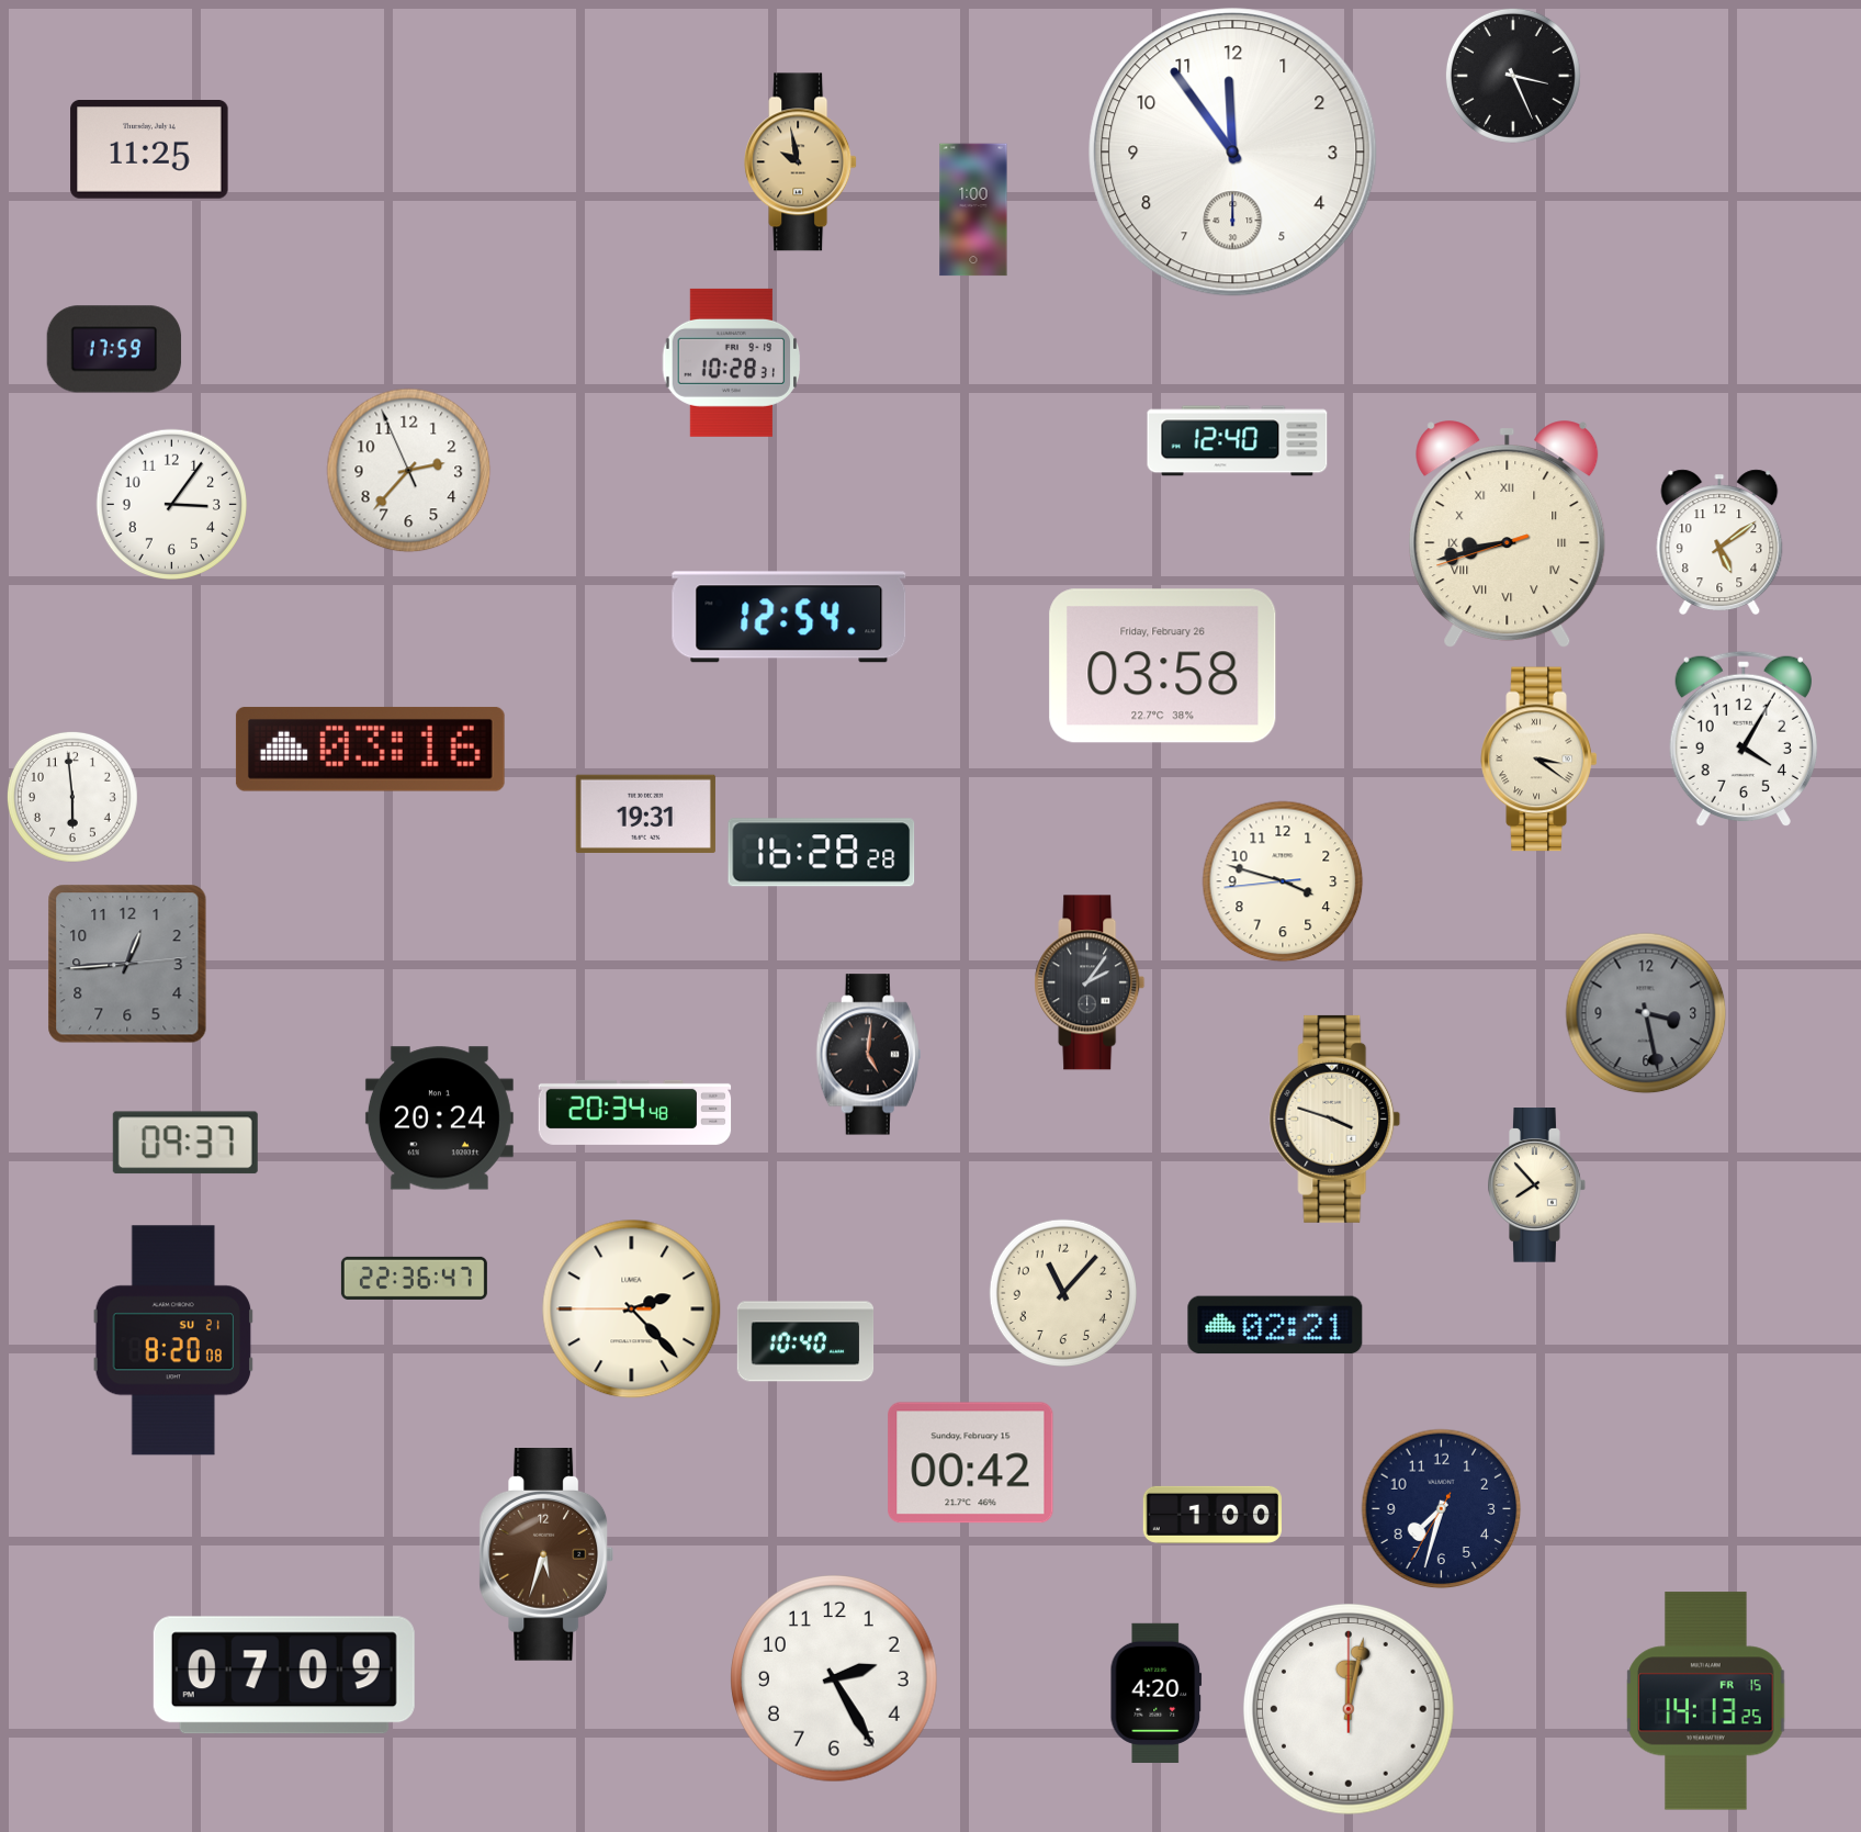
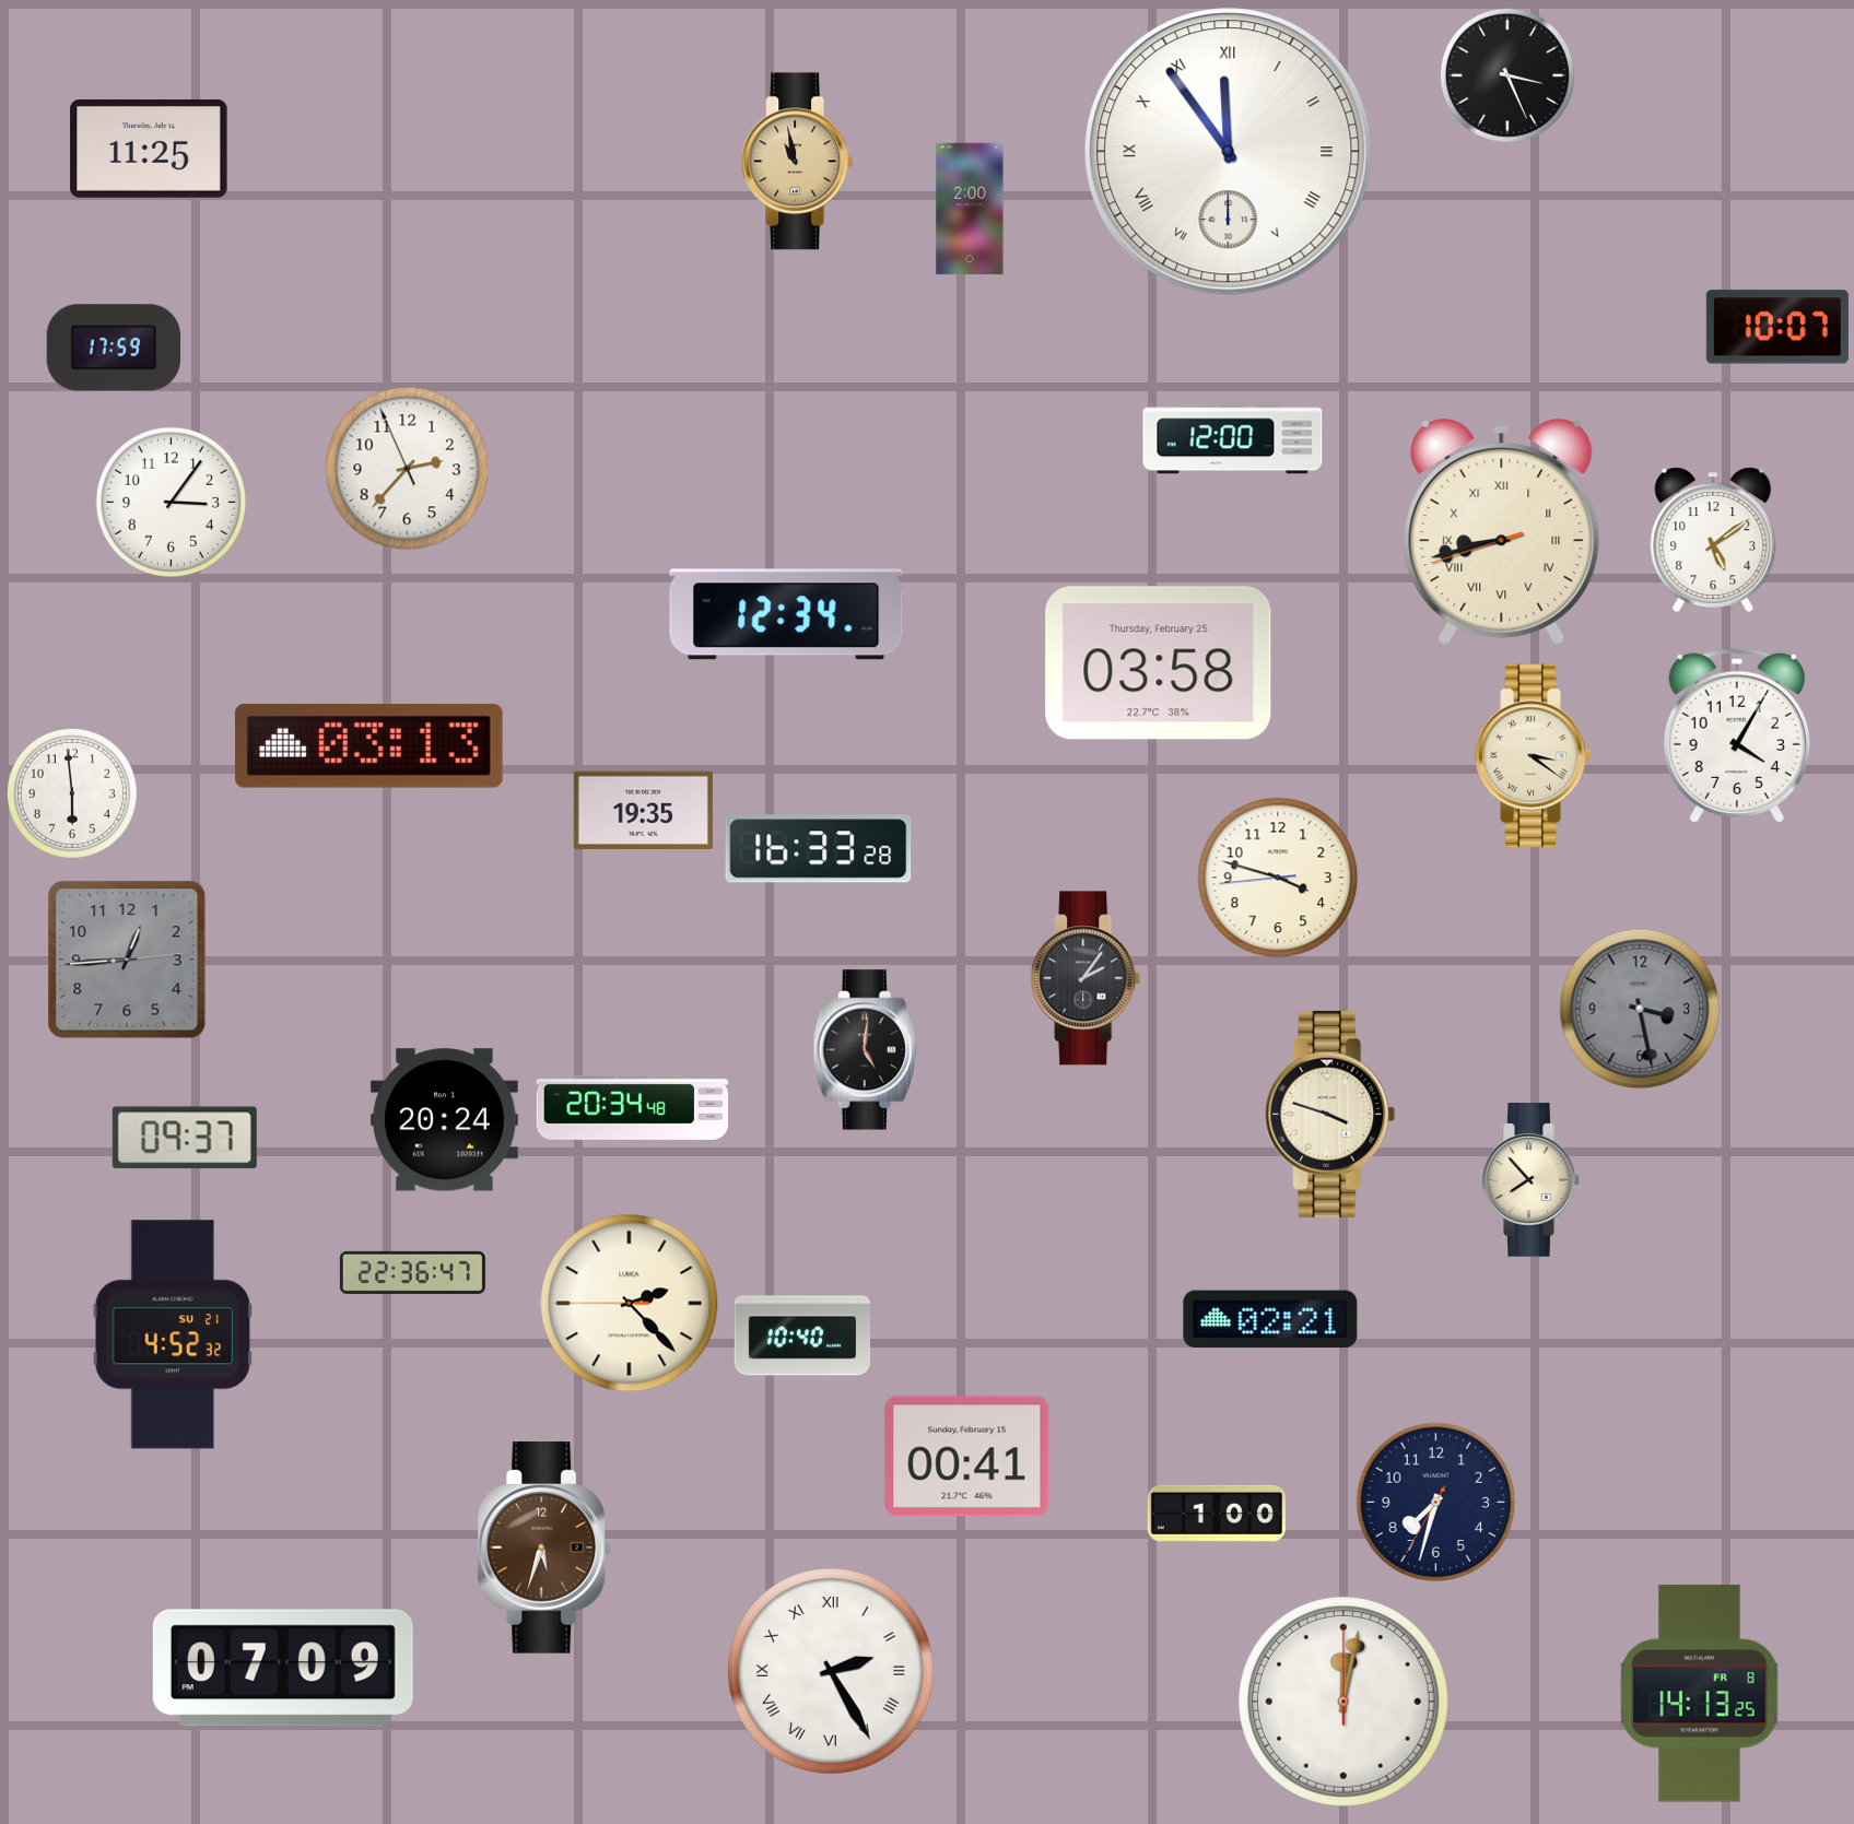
clock at (1233, 153) numerals: Arabic -> Roman
clock at (801, 162): 9:58 -> 10:58
clock at (973, 210): 1:00 -> 2:00
clock at (1777, 327): none -> 10:07
clock at (732, 362): 10:28 -> none
clock at (1238, 441): 12:40 -> 12:00
clock at (789, 617): 12:54 -> 12:34
clock at (1163, 666) date: Friday, February 26 -> Thursday, February 25
clock at (370, 749): 03:16 -> 03:13
clock at (645, 813): 19:31 -> 19:35
clock at (822, 853): 16:28 -> 16:33
clock at (439, 1119) position: (439, 1119) -> (444, 1120)
clock at (1063, 1293): 11:07 -> none
clock at (173, 1340): 8:20 -> 4:52
clock at (971, 1463): 00:42 -> 00:41
clock at (1211, 1515) position: (1211, 1515) -> (1216, 1514)
clock at (834, 1678) numerals: Arabic -> Roman
clock at (1155, 1693): 4:20 -> none
clock at (1706, 1701) date: FR 15 -> FR 8
